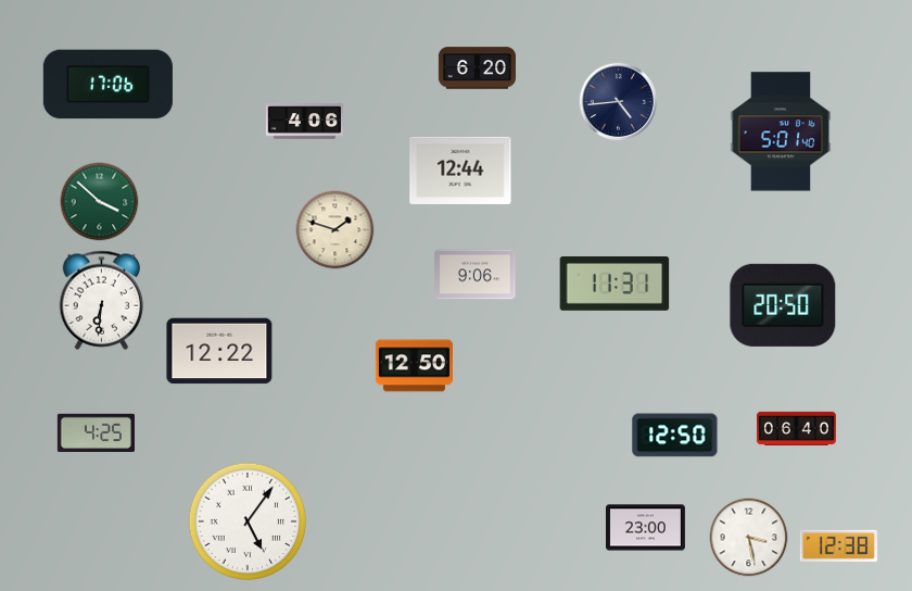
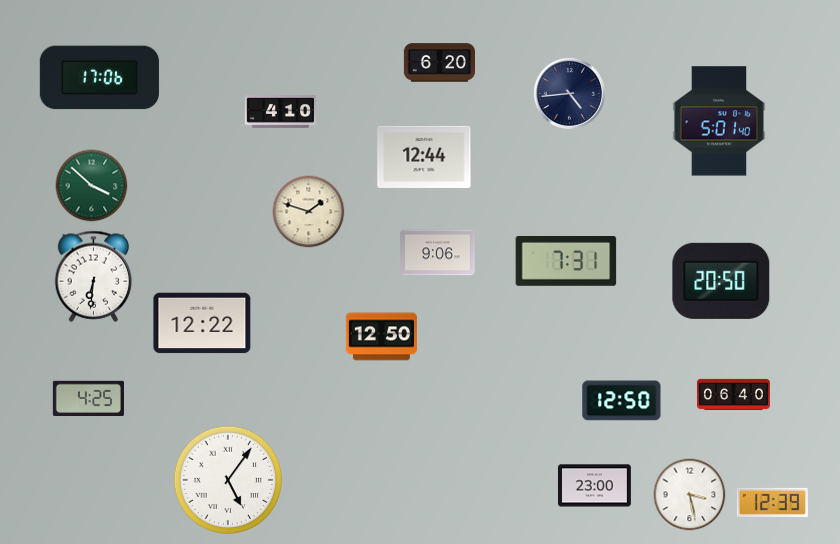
clock at (304, 122): 4:06 -> 4:10
clock at (615, 285): 11:31 -> 7:31
clock at (838, 545): 12:38 -> 12:39
